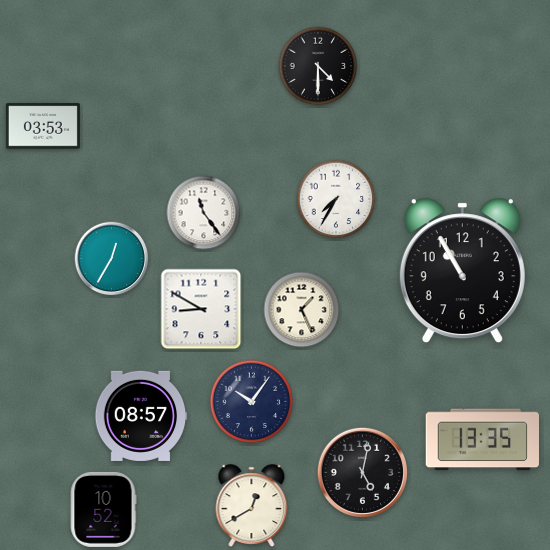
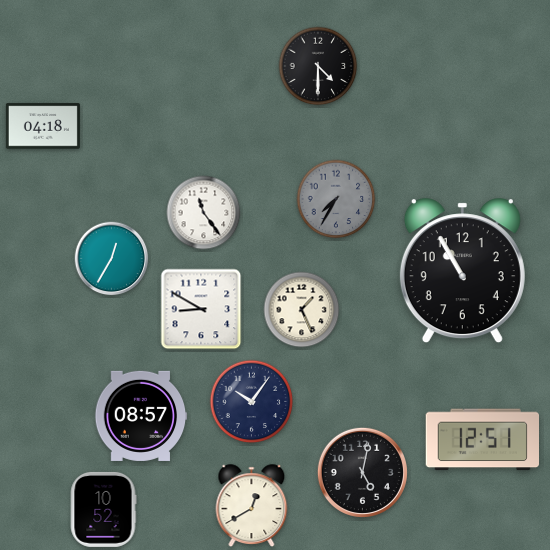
clock at (43, 126): 03:53 -> 04:18
clock at (336, 199) dial: white -> grey
clock at (482, 440): 13:35 -> 12:51
